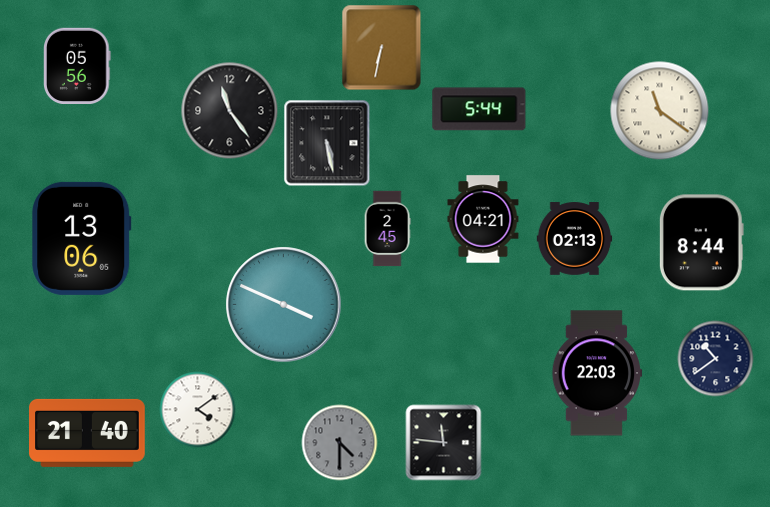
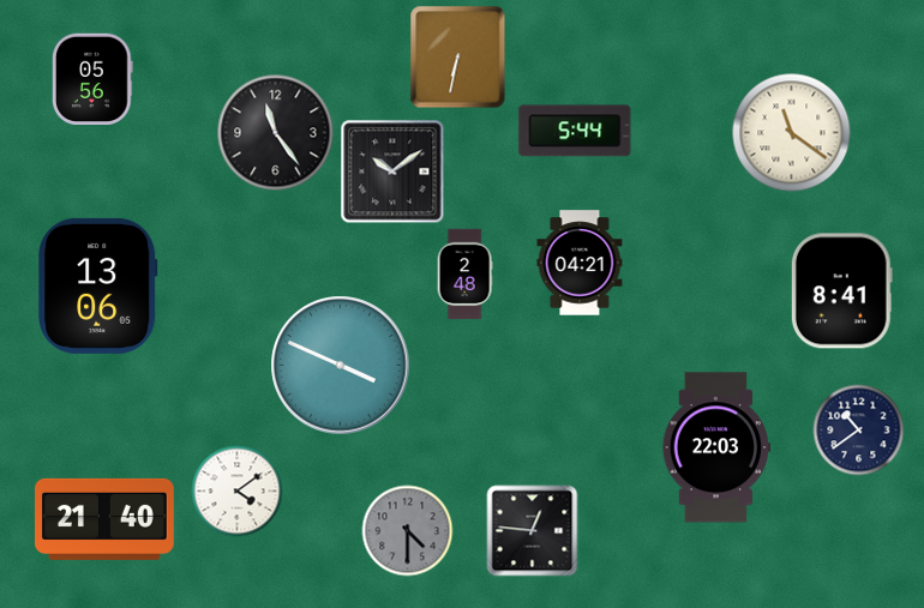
clock at (327, 143): 5:28 -> 10:09
clock at (387, 229): 2:45 -> 2:48
clock at (575, 239): 02:13 -> none
clock at (701, 243): 8:44 -> 8:41
clock at (444, 443): 11:46 -> 12:46
